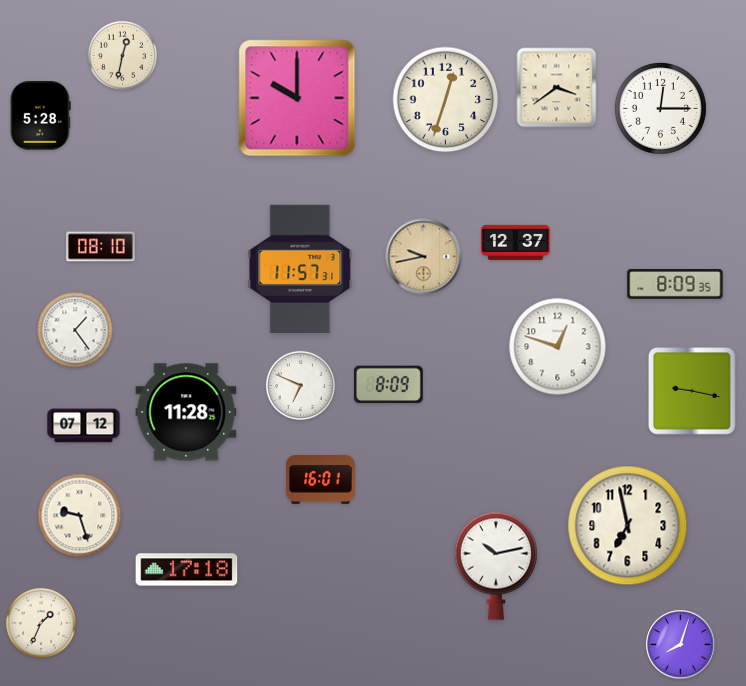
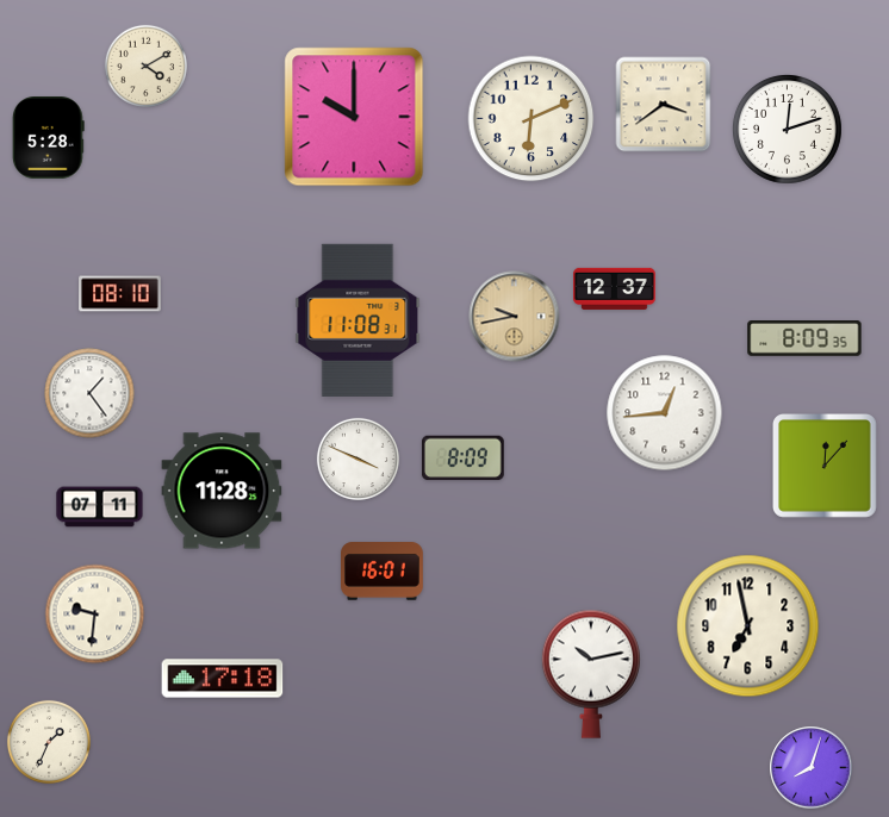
clock at (122, 55): 12:32 -> 4:10
clock at (446, 100): 12:33 -> 6:11
clock at (660, 108): 12:15 -> 12:12
clock at (424, 257) position: (424, 257) -> (515, 317)
clock at (300, 269): 11:57 -> 11:08
clock at (558, 347): 12:48 -> 12:44
clock at (300, 385): 6:49 -> 3:49
clock at (693, 392): 9:17 -> 12:07
clock at (84, 426): 07:12 -> 07:11
clock at (80, 516): 9:27 -> 9:31
